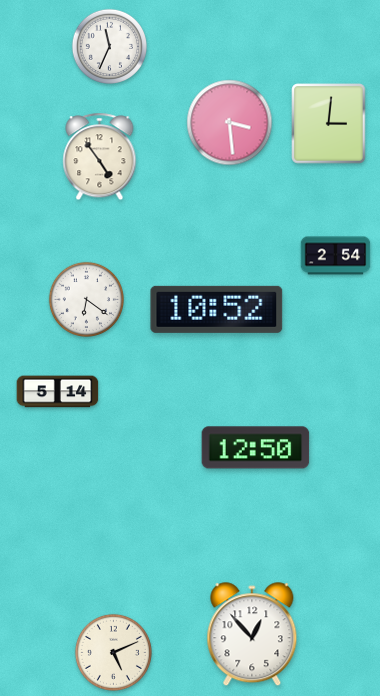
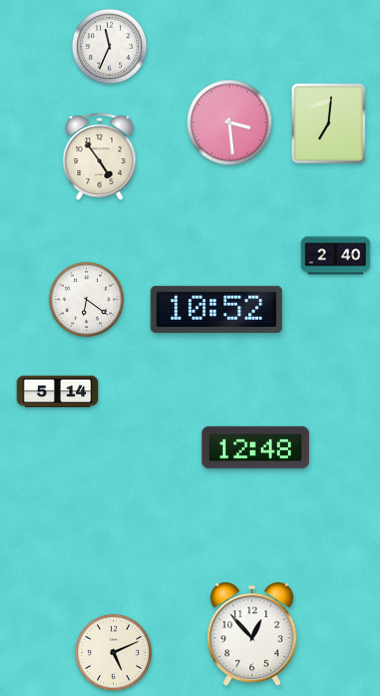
clock at (329, 124): 3:01 -> 7:01
clock at (336, 256): 2:54 -> 2:40
clock at (256, 448): 12:50 -> 12:48
